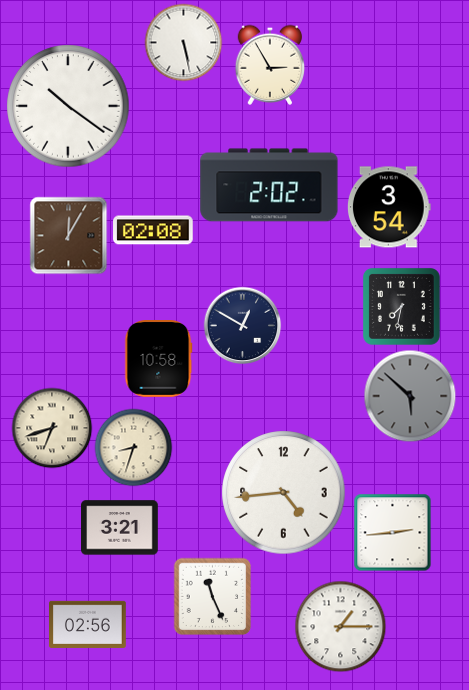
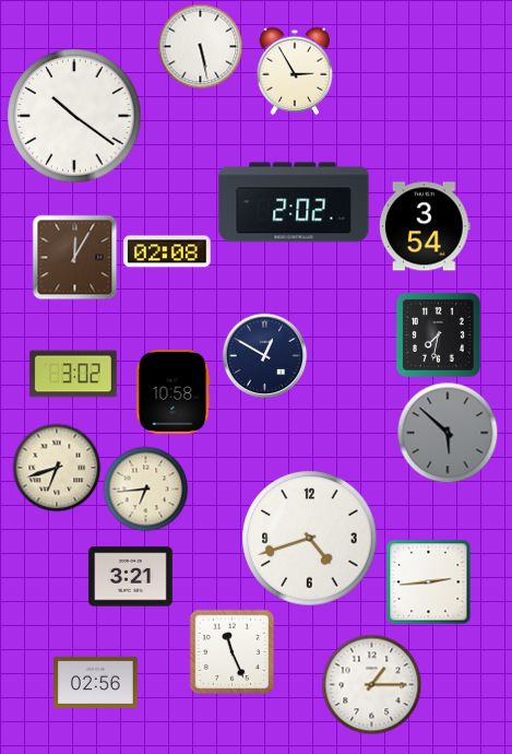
clock at (73, 374): none -> 3:02
clock at (133, 447): 8:33 -> 6:44
clock at (284, 493): 4:44 -> 4:42
